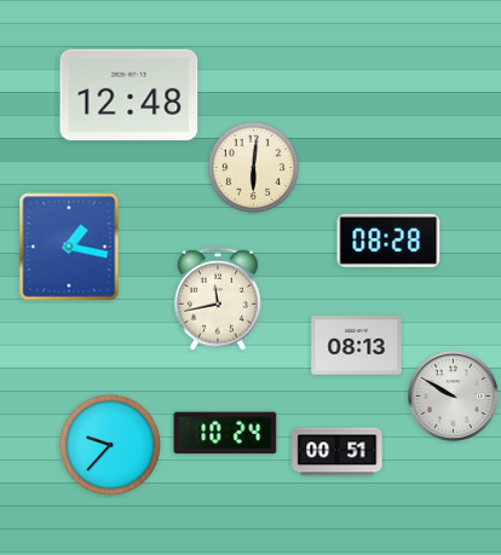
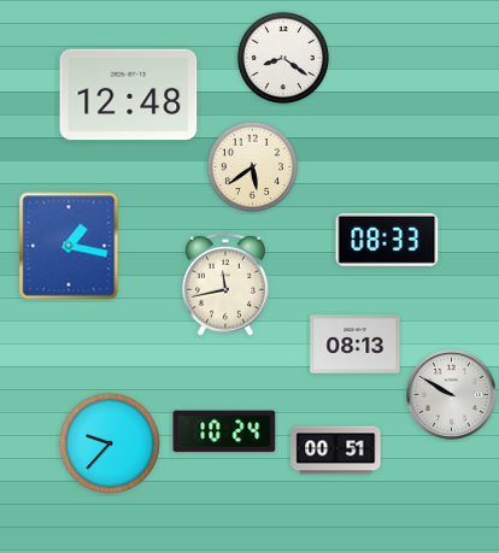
clock at (283, 58): none -> 8:21
clock at (253, 167): 6:01 -> 5:39
clock at (388, 241): 08:28 -> 08:33
clock at (218, 299) position: (218, 299) -> (225, 284)
